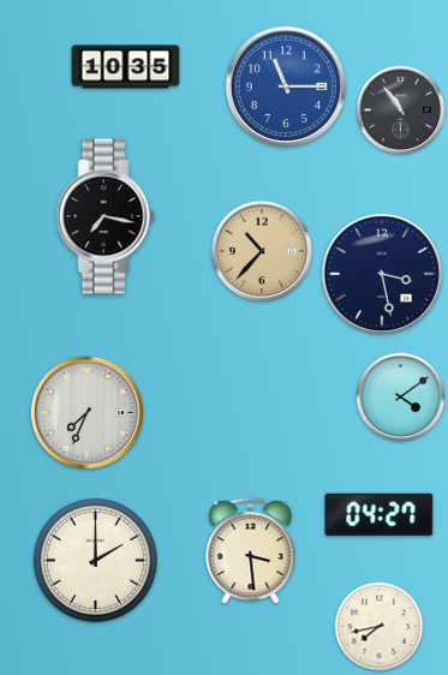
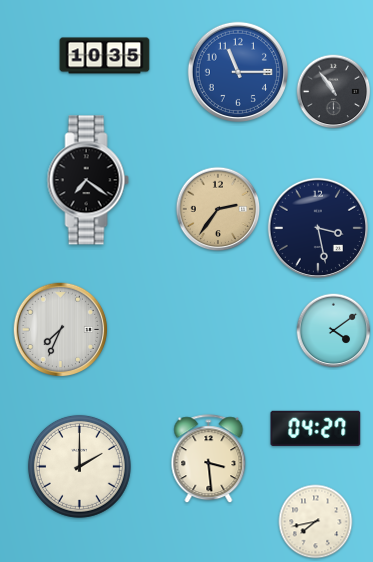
clock at (106, 216): 7:17 -> 7:21
clock at (262, 251): 10:37 -> 2:36
clock at (88, 413) position: (88, 413) -> (61, 330)
